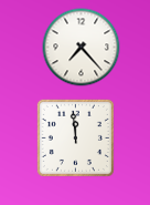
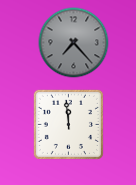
clock at (82, 48) dial: white -> grey
